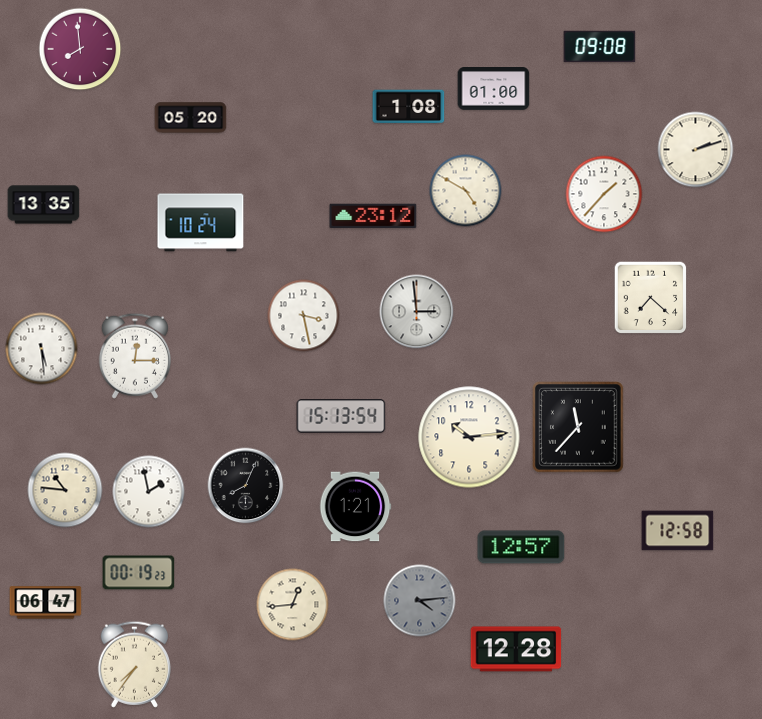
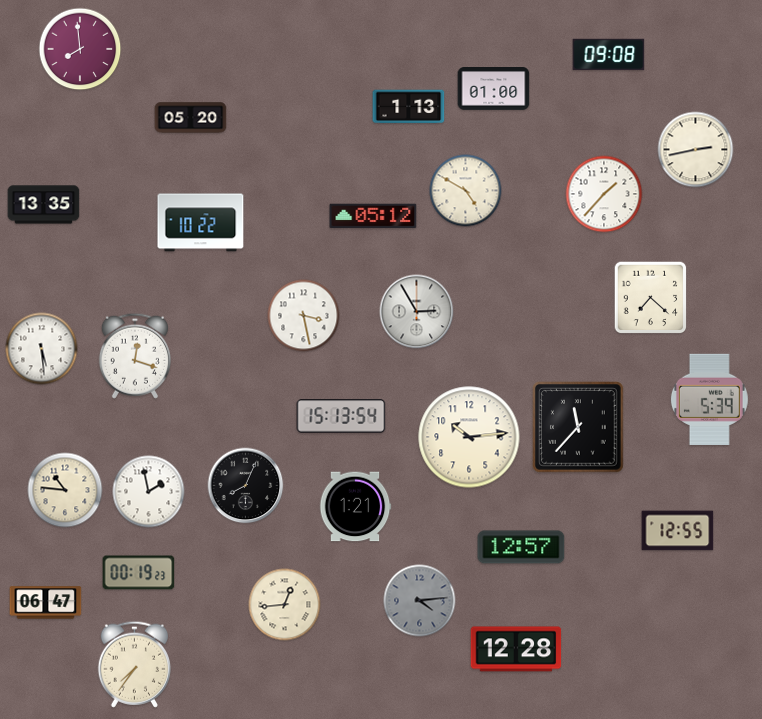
clock at (600, 47) position: (600, 47) -> (609, 55)
clock at (409, 107): 1:08 -> 1:13
clock at (696, 150): 2:12 -> 2:43
clock at (373, 216): 23:12 -> 05:12
clock at (201, 223): 10:24 -> 10:22
clock at (417, 312): 2:59 -> 2:55
clock at (135, 356): 12:15 -> 12:18
clock at (709, 399): none -> 5:39
clock at (678, 531): 12:58 -> 12:55
clock at (293, 605) position: (293, 605) -> (285, 605)
